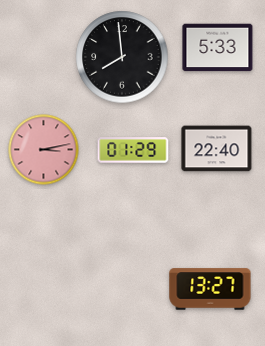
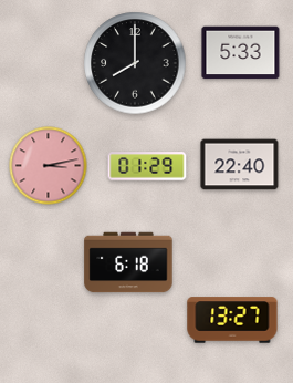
clock at (122, 57): 7:59 -> 8:00
clock at (128, 262): none -> 6:18
